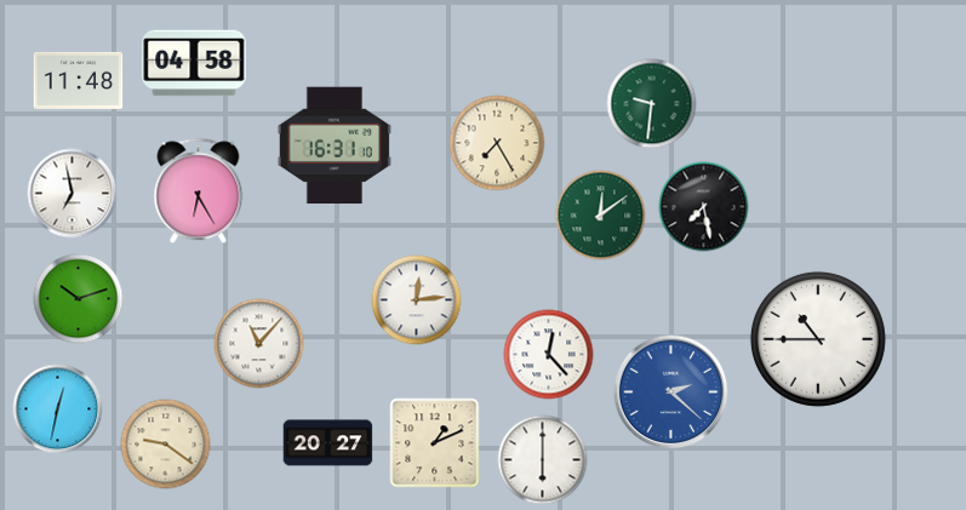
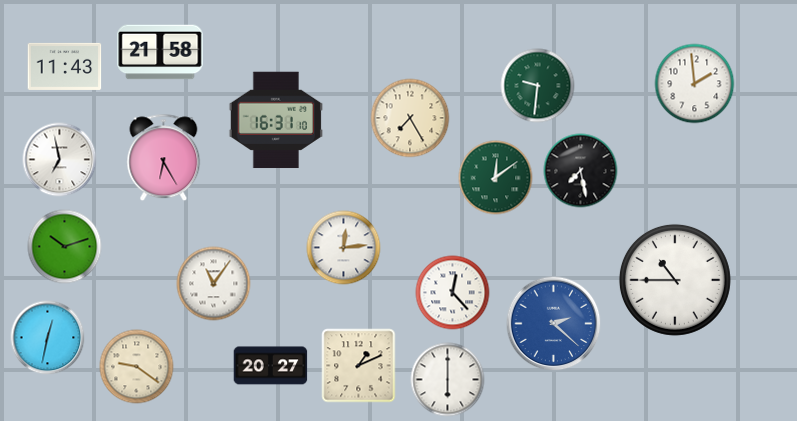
clock at (194, 63): 04:58 -> 21:58
clock at (79, 80): 11:48 -> 11:43
clock at (695, 84): none -> 1:59
clock at (259, 344): 11:07 -> 11:06
